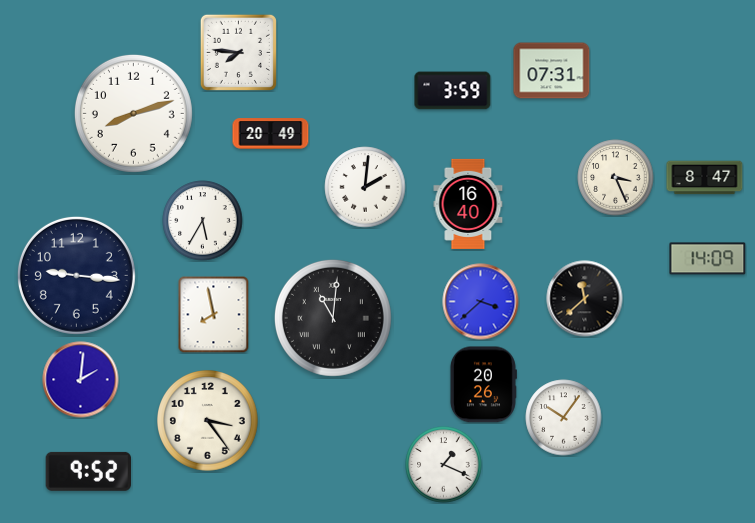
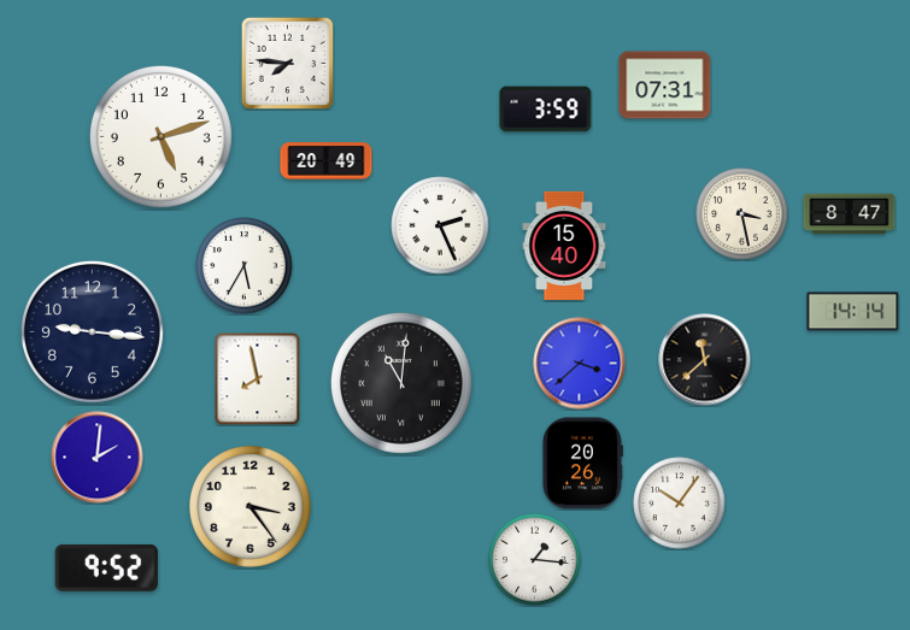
clock at (133, 113): 8:12 -> 5:12
clock at (616, 178): 3:26 -> 3:28
clock at (365, 187): 2:01 -> 2:26
clock at (468, 204): 16:40 -> 15:40
clock at (708, 259): 14:09 -> 14:14
clock at (444, 465): 1:19 -> 1:16
